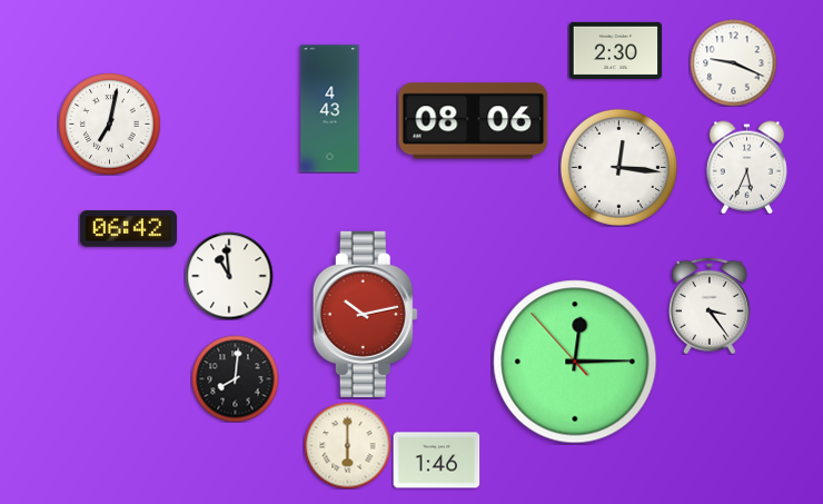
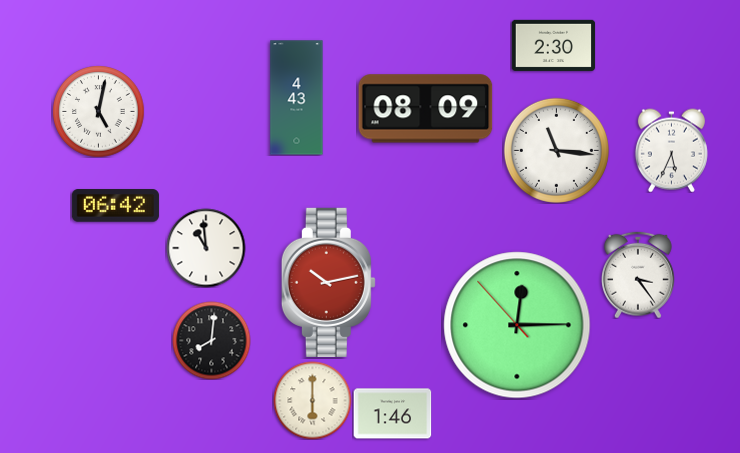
clock at (733, 62): 9:19 -> none
clock at (474, 121): 08:06 -> 08:09
clock at (109, 123): 7:02 -> 5:02
clock at (618, 167): 12:16 -> 11:16
